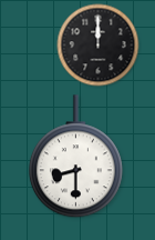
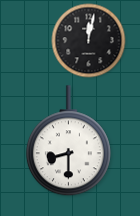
clock at (99, 46): 12:00 -> 12:02
